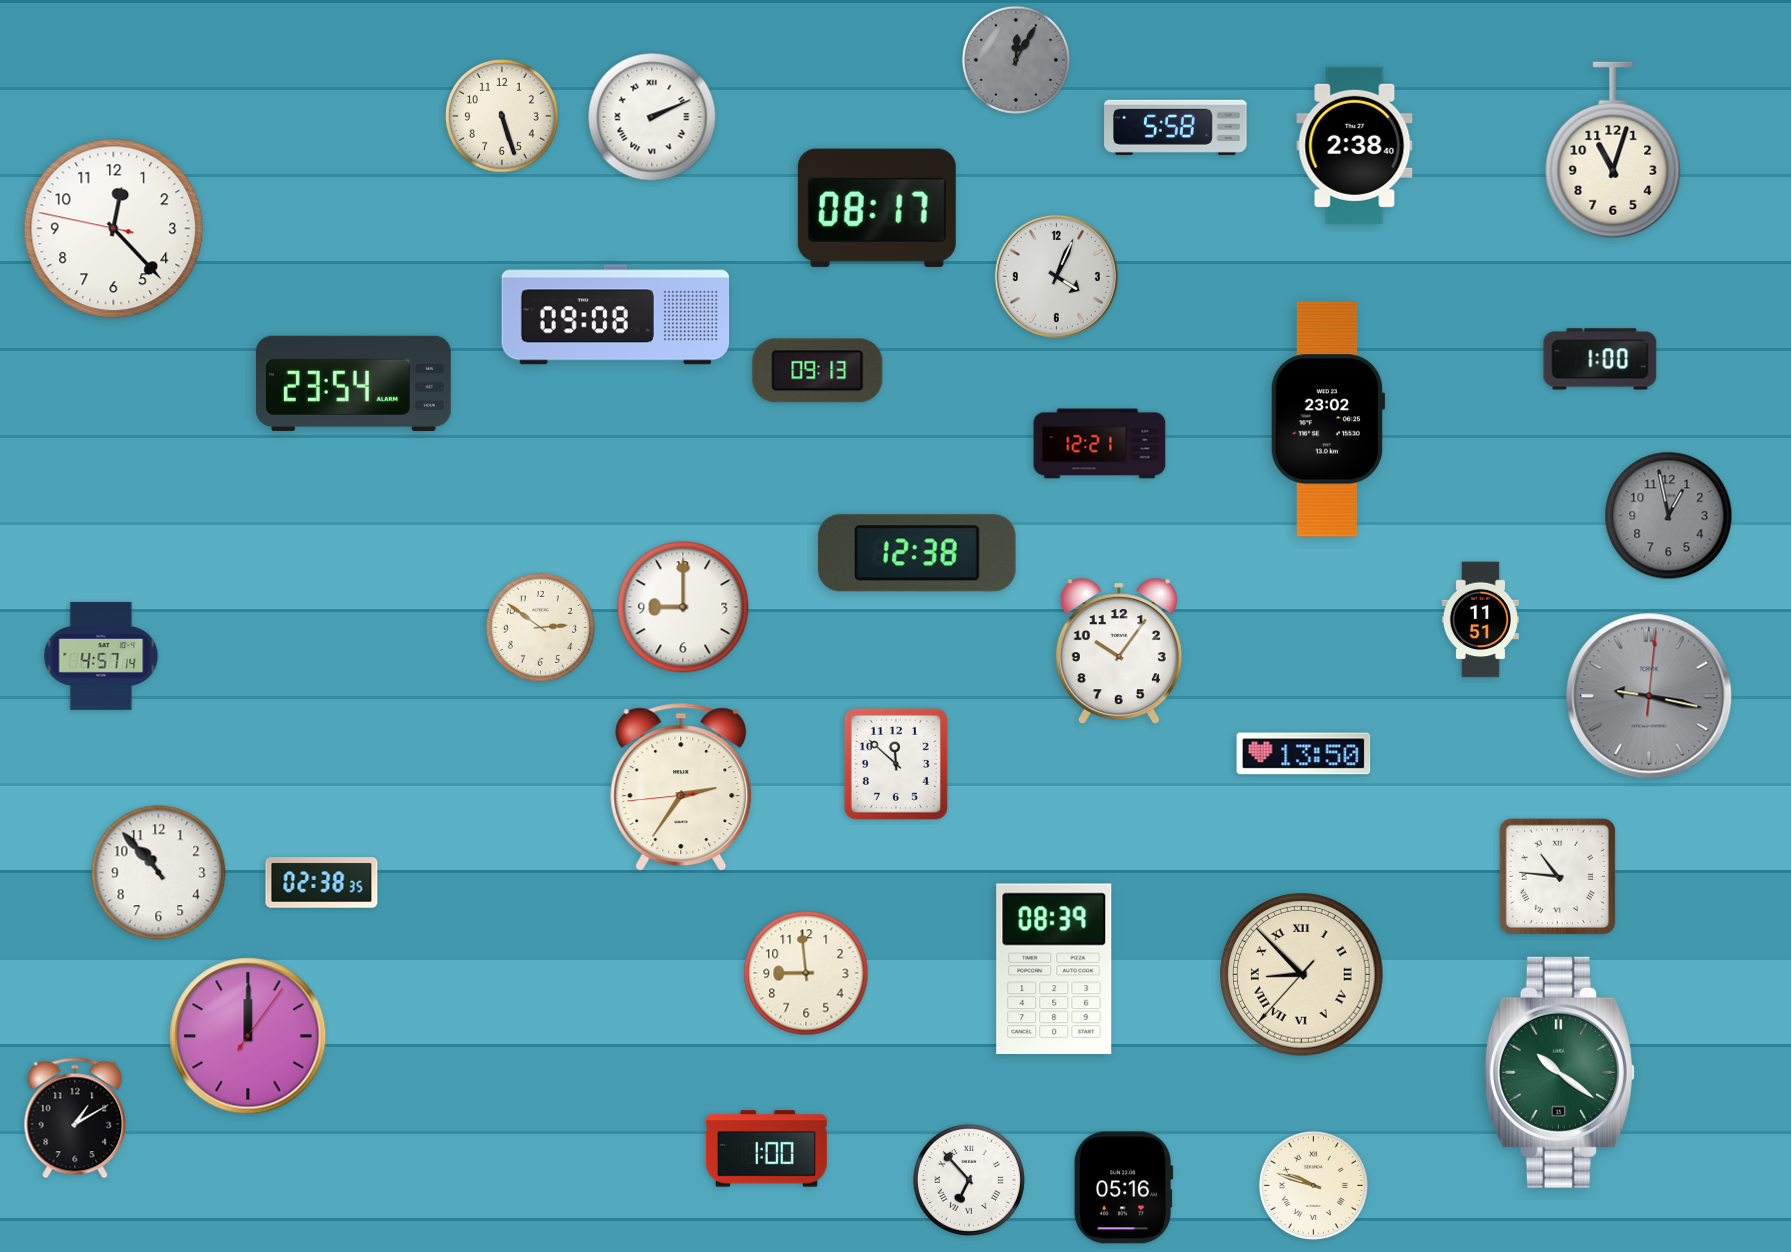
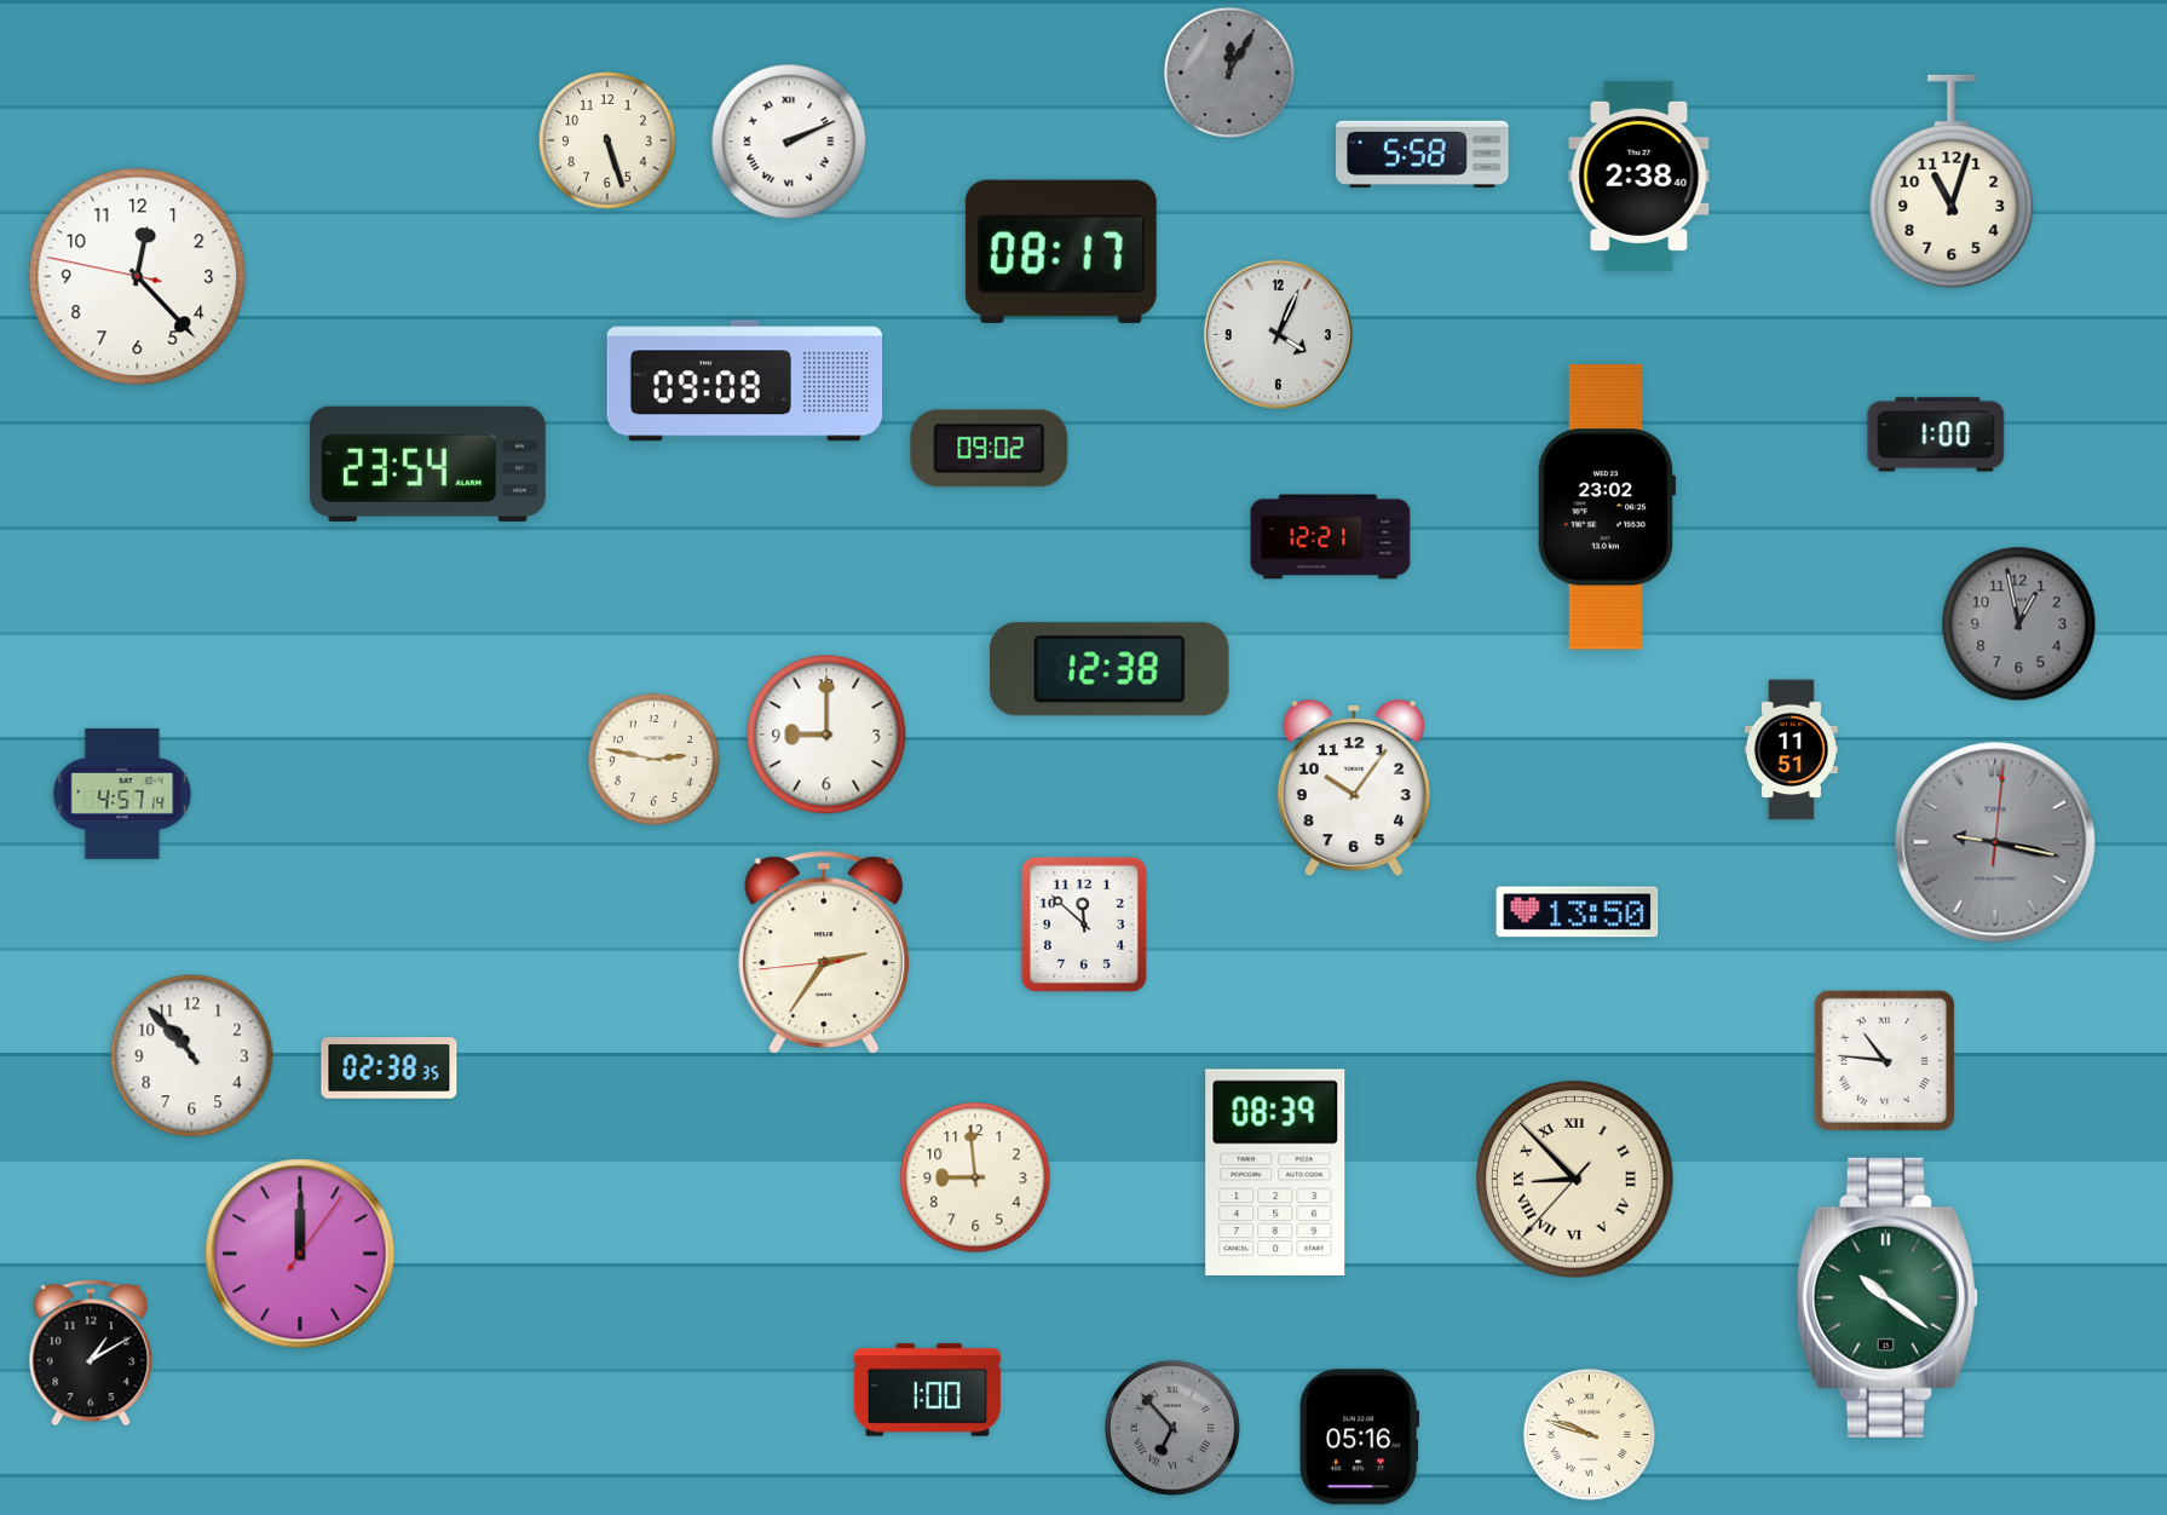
clock at (818, 371): 09:13 -> 09:02
clock at (540, 627): 2:51 -> 2:47
clock at (969, 1180) dial: white -> grey
